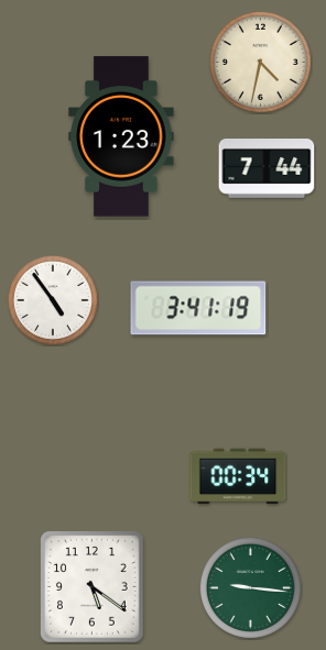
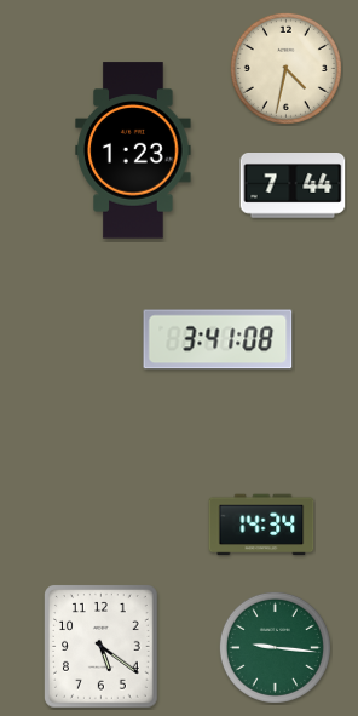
clock at (53, 300): 4:54 -> none
clock at (198, 308): 3:41:19 -> 3:41:08
clock at (238, 476): 00:34 -> 14:34
